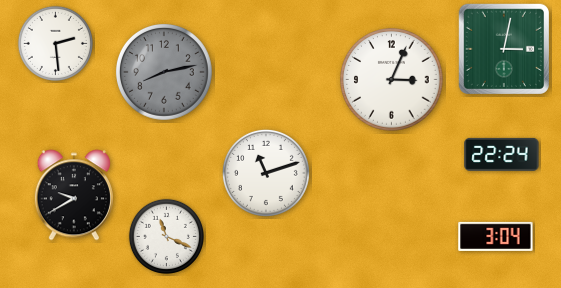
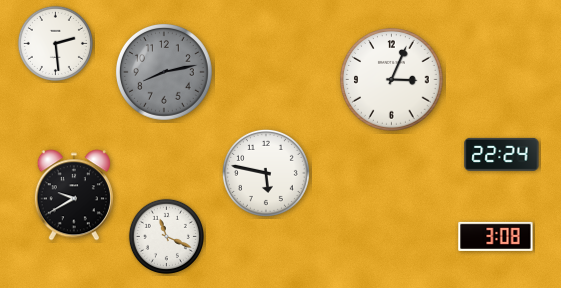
clock at (503, 48): 3:02 -> none
clock at (266, 173): 11:12 -> 5:47
clock at (496, 236): 3:04 -> 3:08
